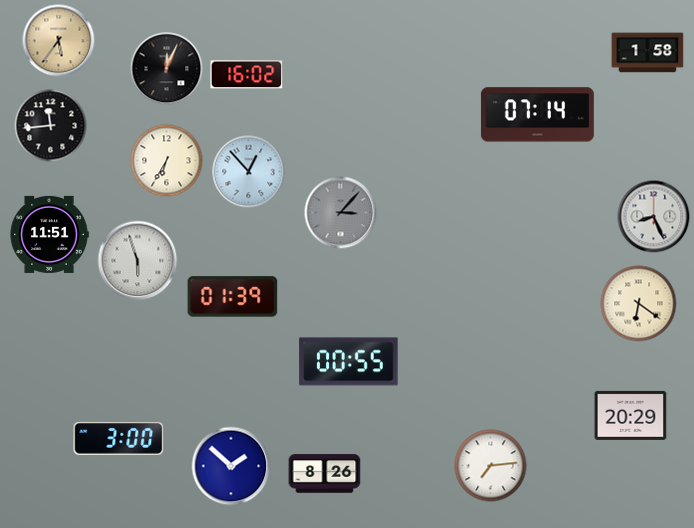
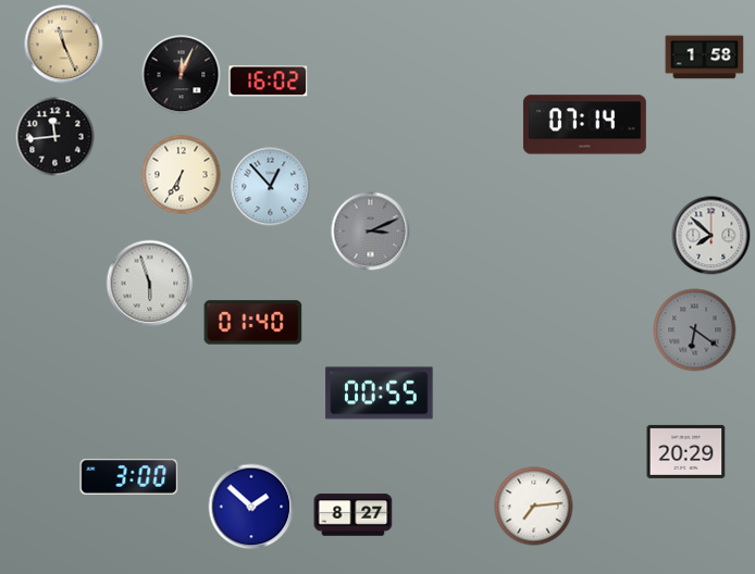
clock at (59, 41): 5:36 -> 11:26
clock at (341, 213): 3:07 -> 3:11
clock at (654, 217): 8:26 -> 7:52
clock at (49, 234): 11:51 -> none
clock at (233, 297): 01:39 -> 01:40
clock at (639, 304) dial: cream -> grey
clock at (325, 474): 8:26 -> 8:27
